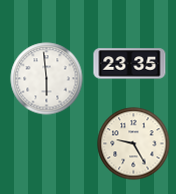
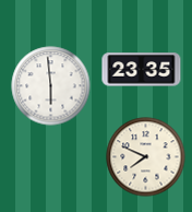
clock at (134, 144): 9:25 -> 7:49
